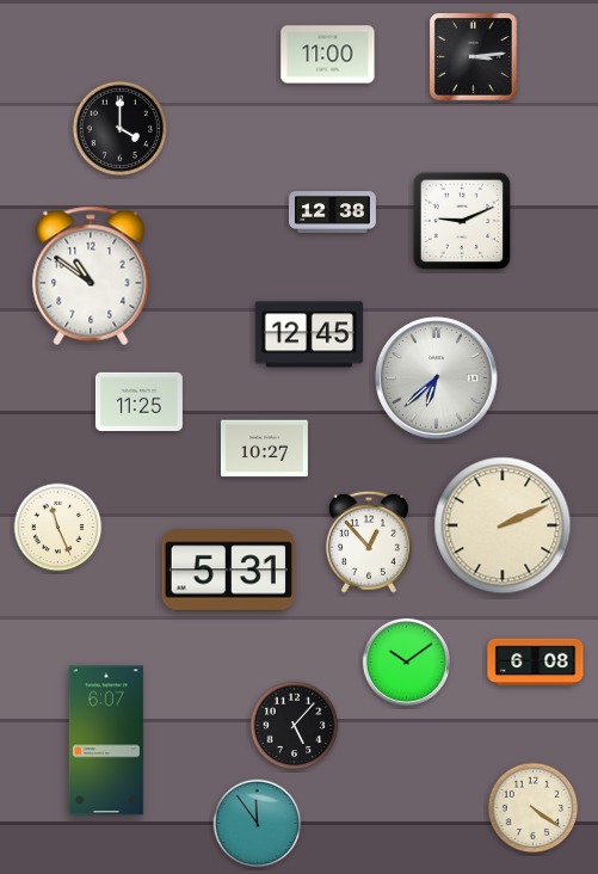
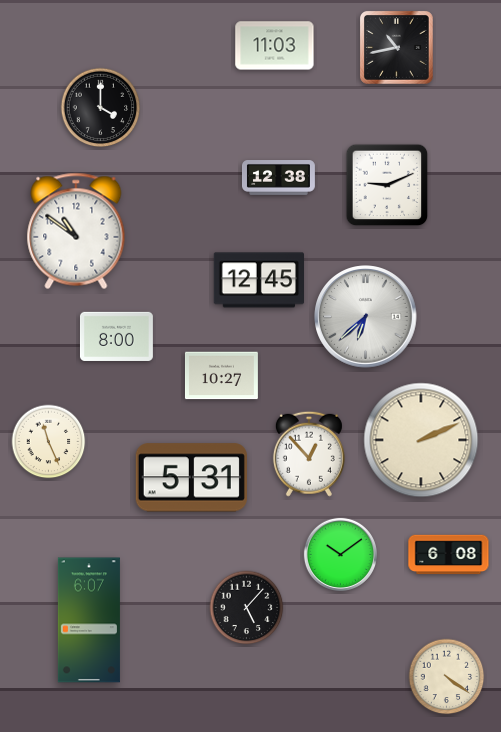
clock at (328, 55): 11:00 -> 11:03
clock at (474, 57): 3:14 -> 10:43
clock at (138, 401): 11:25 -> 8:00
clock at (258, 824): 11:54 -> none
